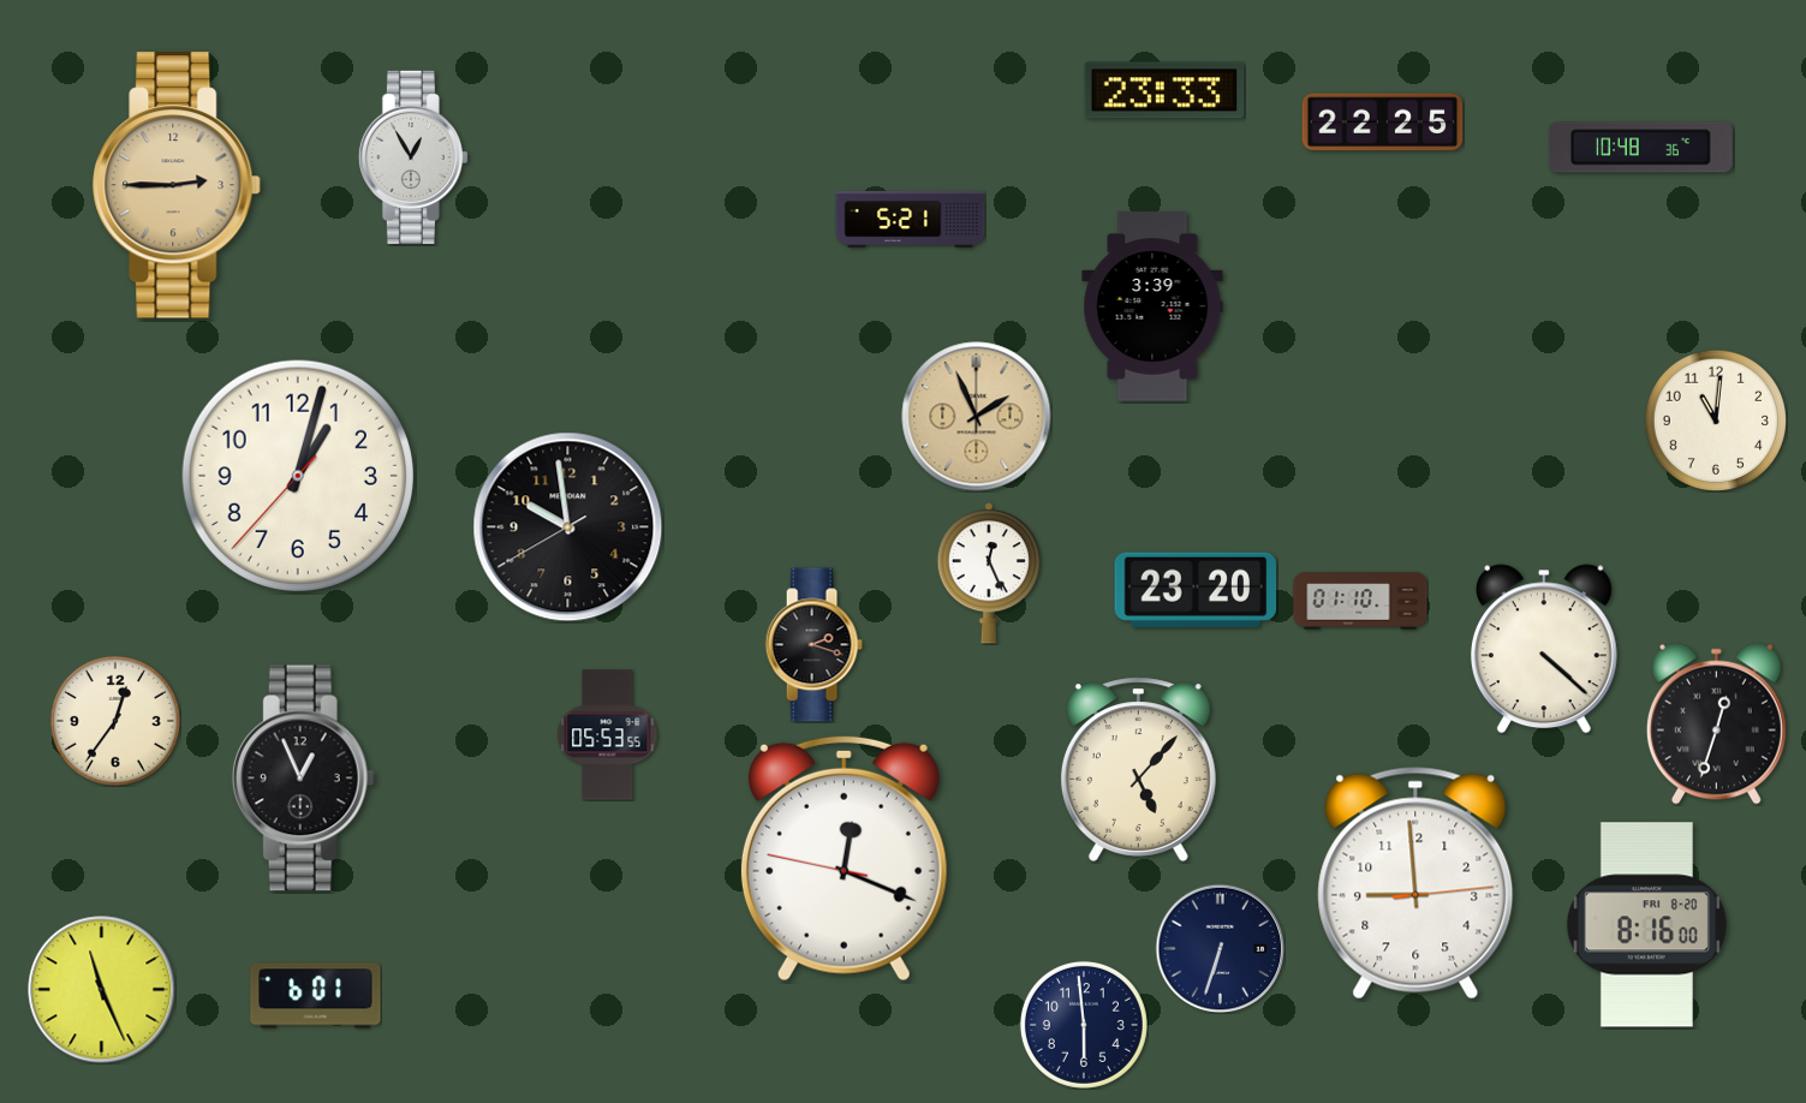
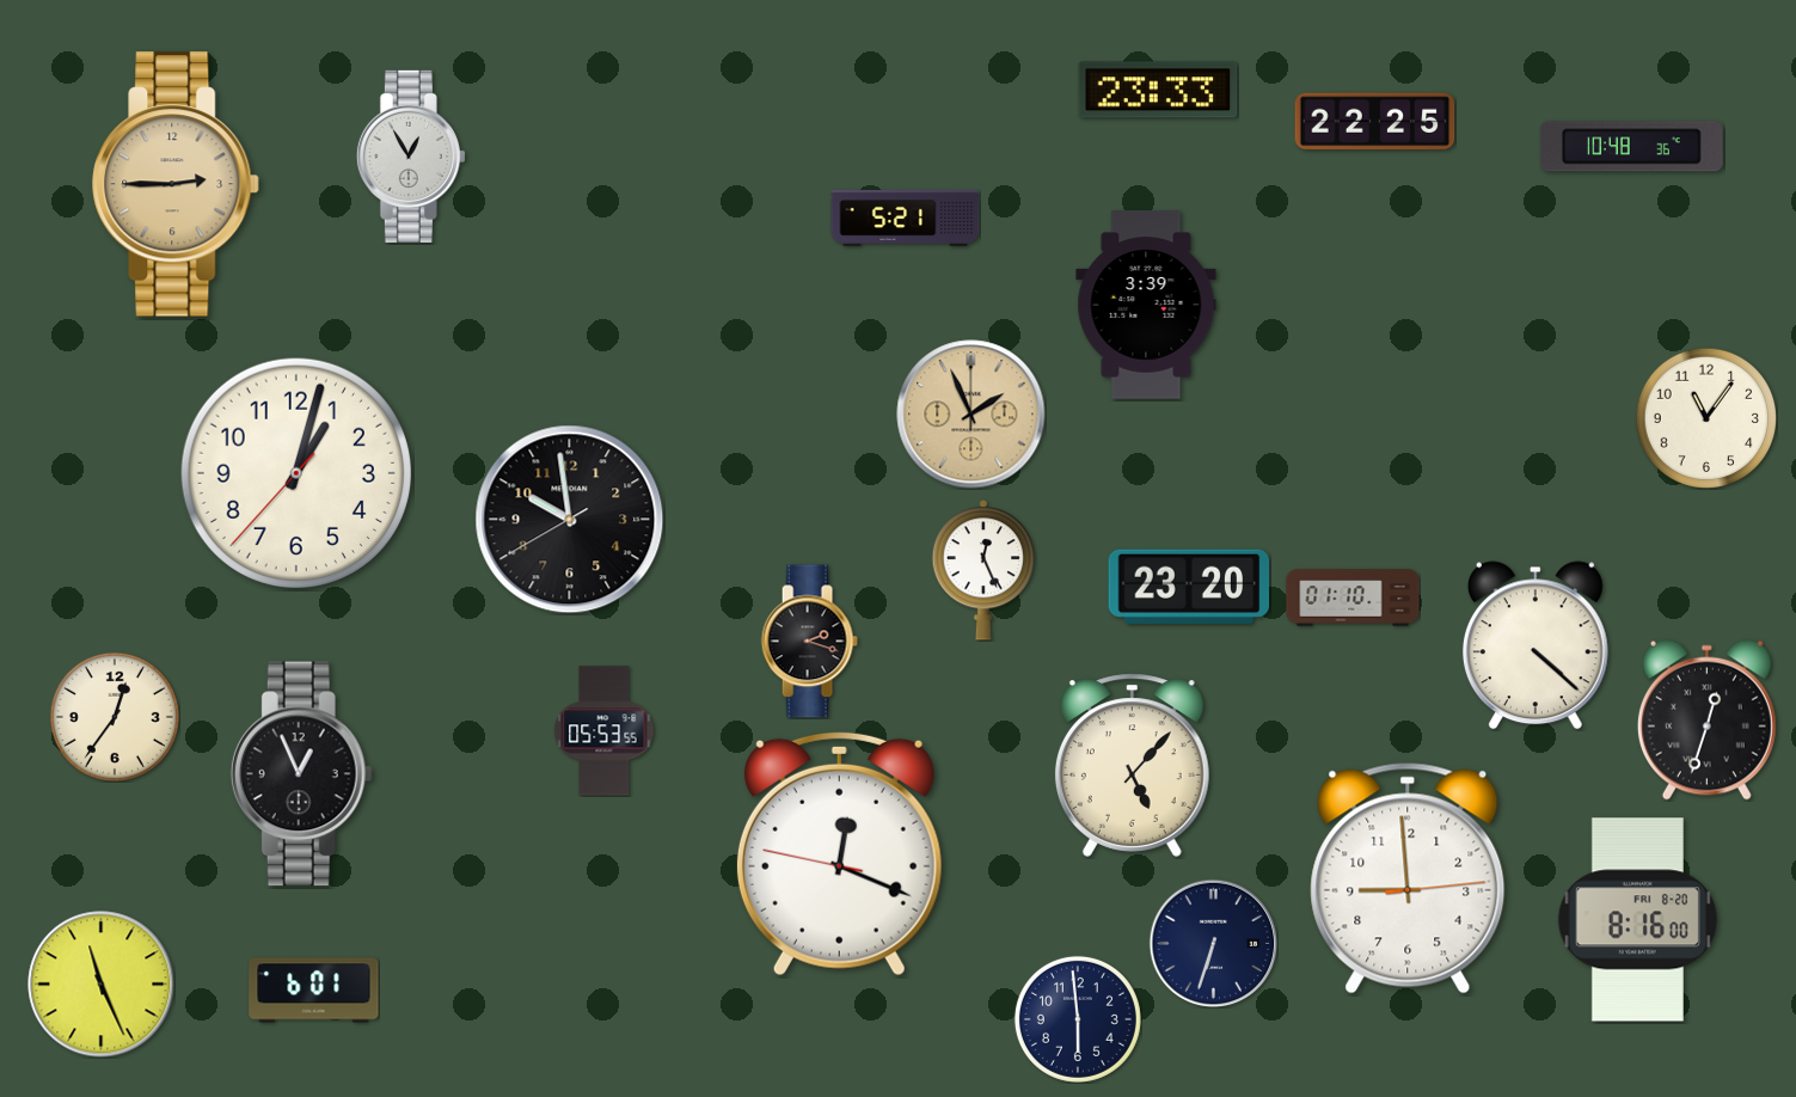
clock at (1715, 419): 11:01 -> 11:06
clock at (568, 527) position: (568, 527) -> (570, 520)
